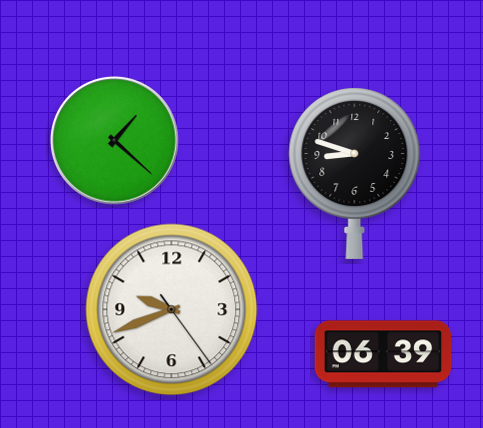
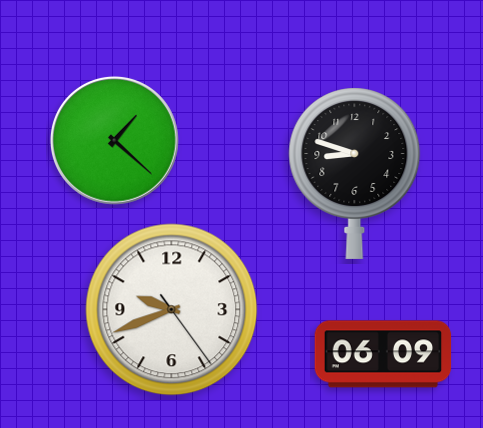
clock at (383, 354): 06:39 -> 06:09
